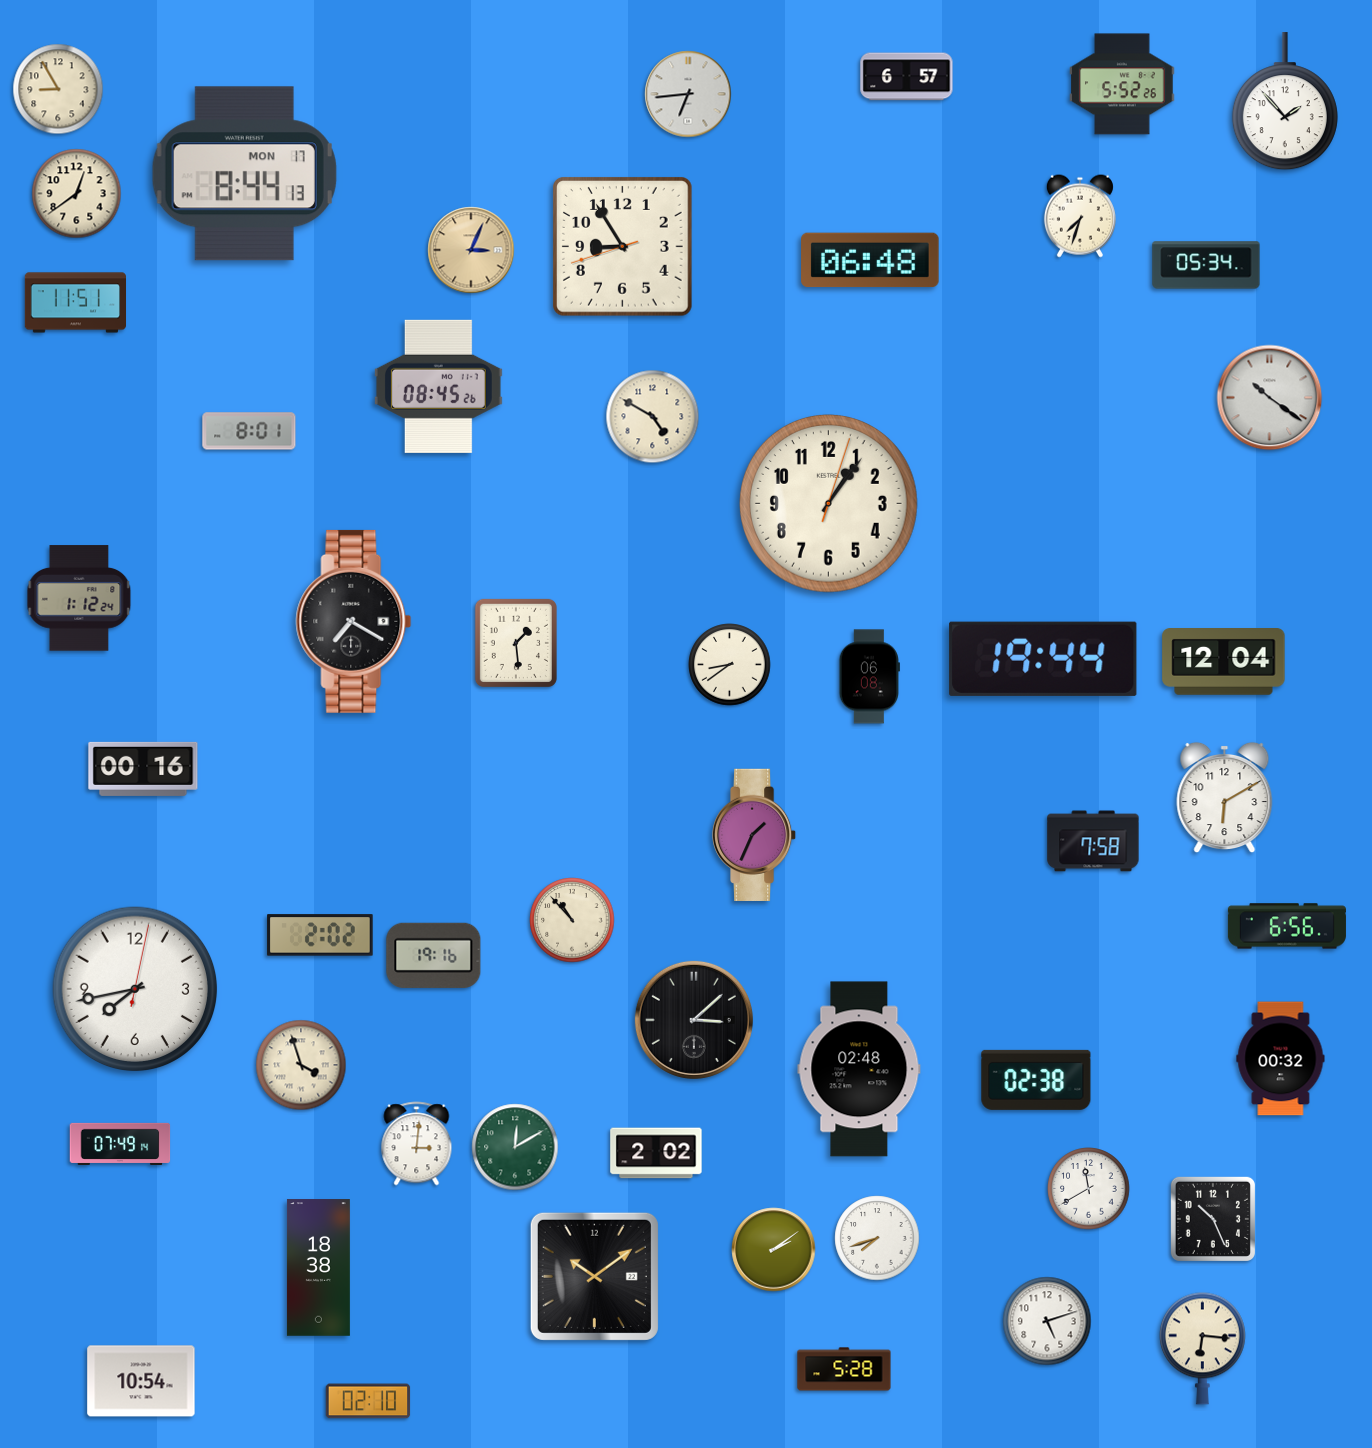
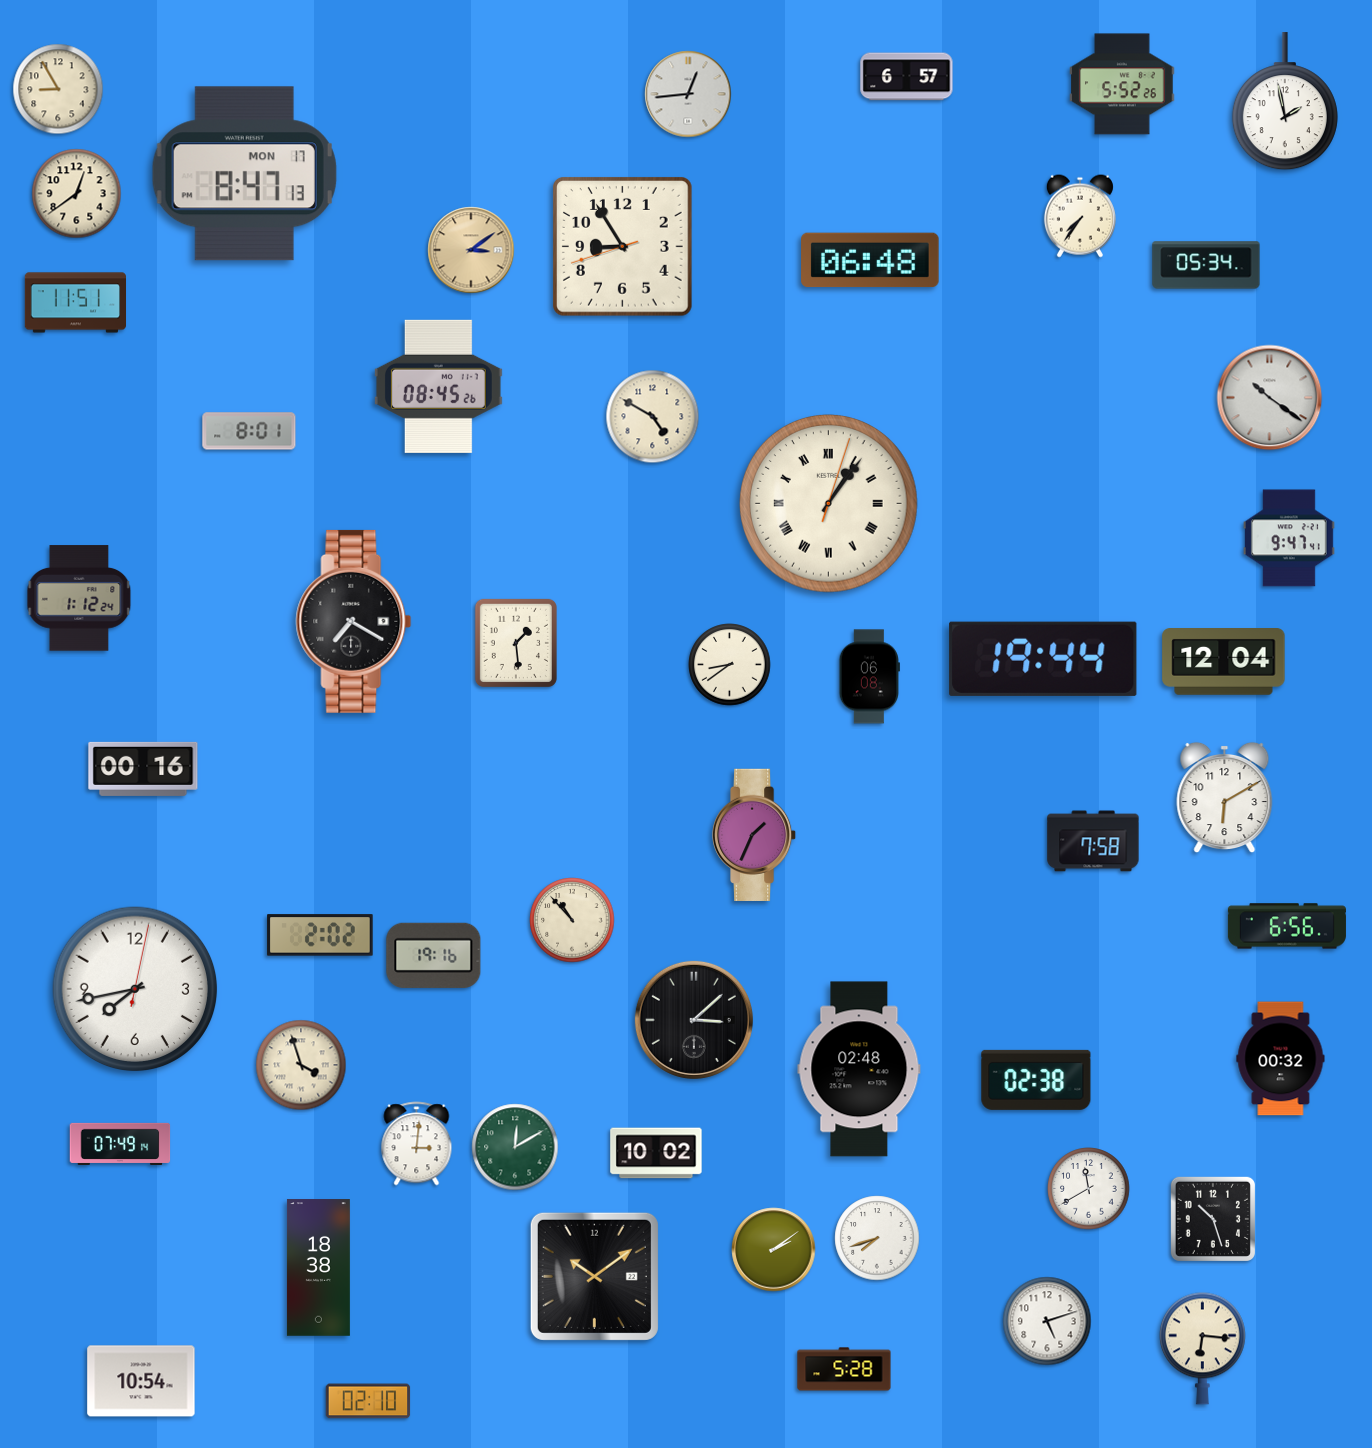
clock at (688, 94): 6:44 -> 12:44
clock at (1285, 102): 1:53 -> 1:58
clock at (244, 174): 8:44 -> 8:47
clock at (1080, 216): 7:33 -> 7:36
clock at (471, 250): 3:04 -> 3:09
clock at (829, 504) numerals: Arabic -> Roman
clock at (1289, 538): none -> 9:47
clock at (656, 1153): 2:02 -> 10:02
clock at (1213, 1219): 10:26 -> 10:27
